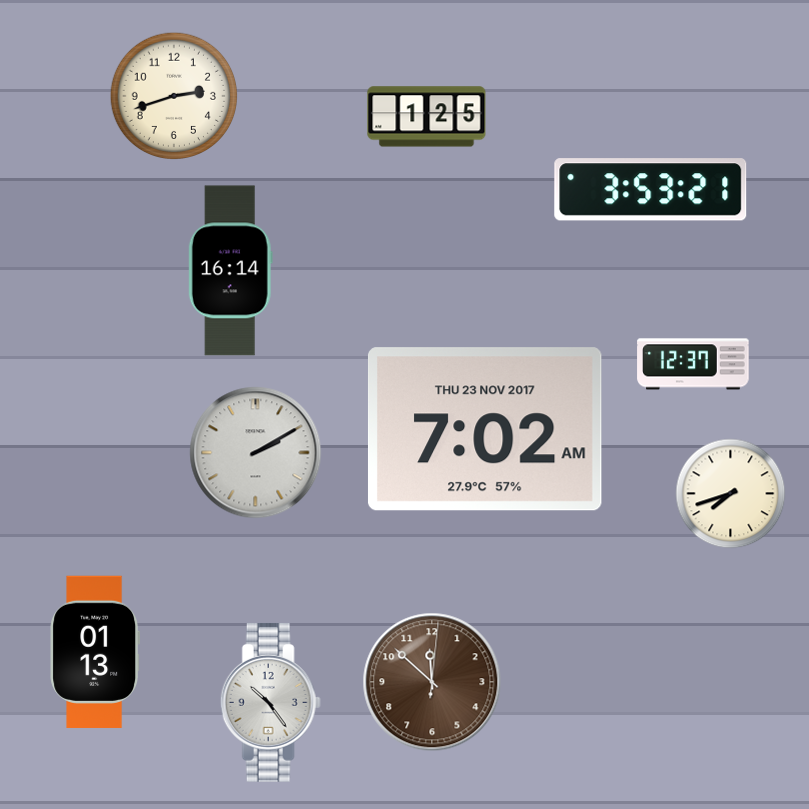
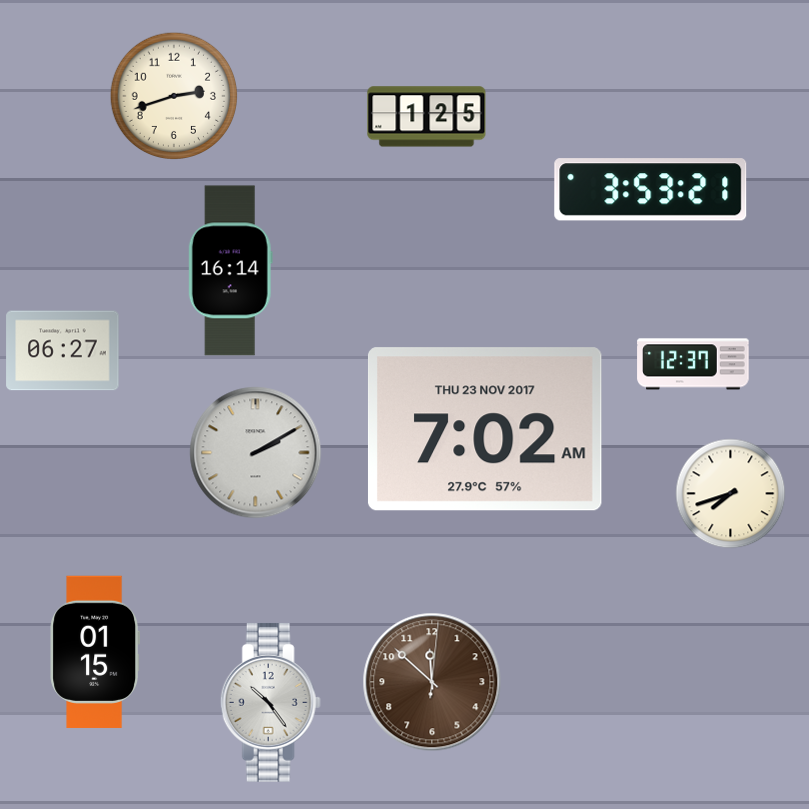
clock at (63, 351): none -> 06:27
clock at (95, 652): 01:13 -> 01:15
